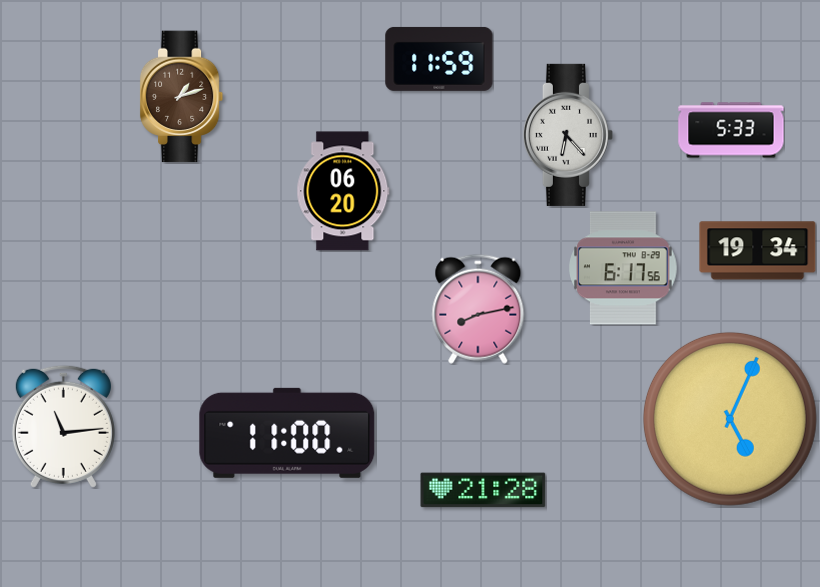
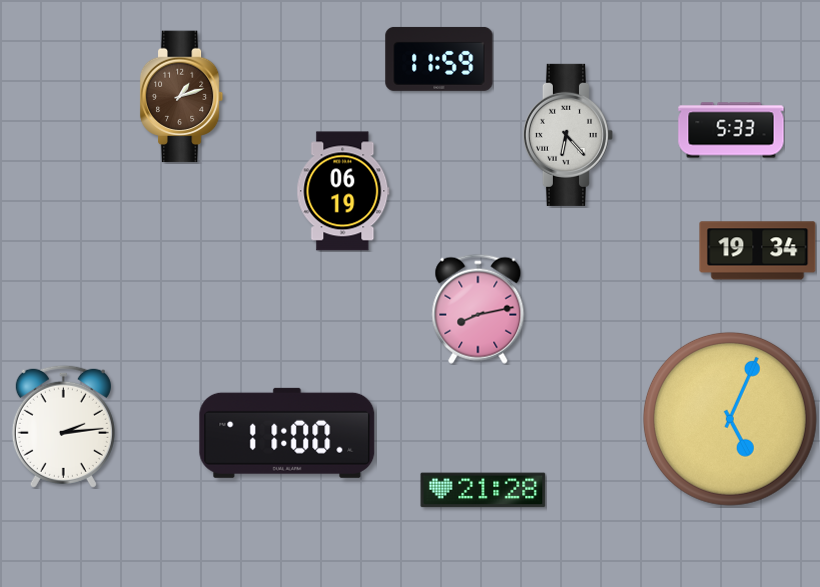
clock at (343, 191): 06:20 -> 06:19
clock at (623, 268): 6:17 -> none
clock at (63, 426): 11:14 -> 2:14
